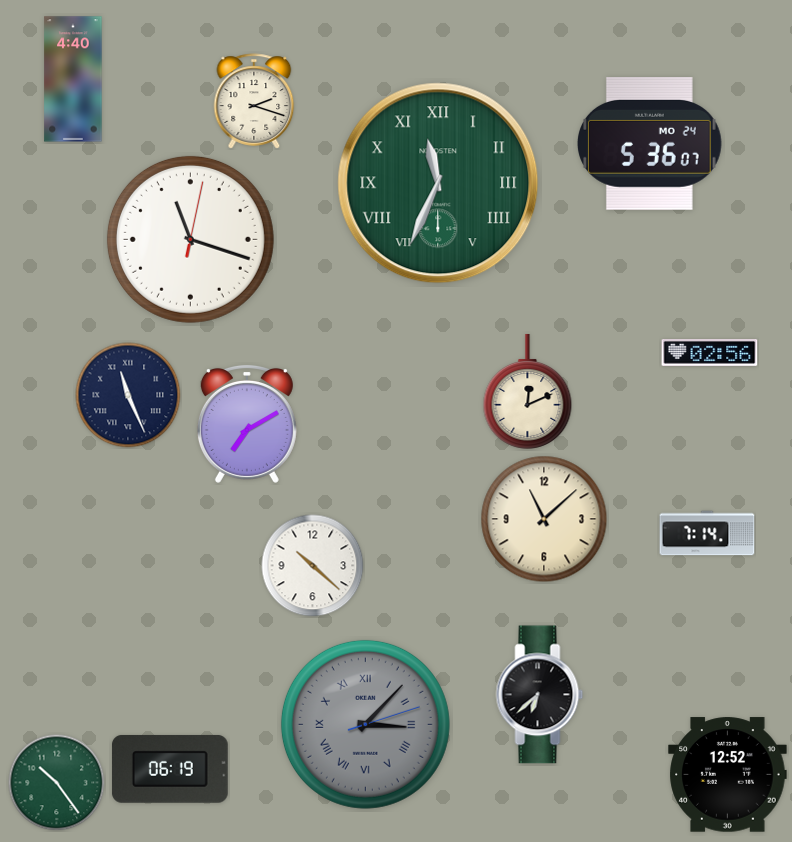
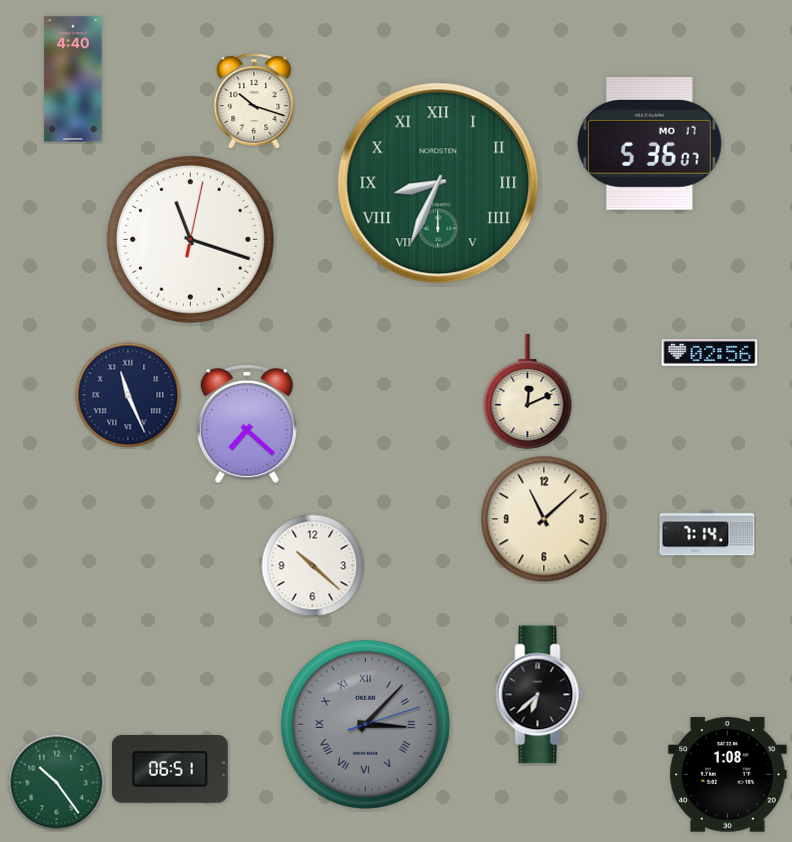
clock at (254, 101): 2:18 -> 10:18
clock at (650, 144) date: MO 24 -> MO 17
clock at (438, 183): 11:34 -> 8:34
clock at (247, 424): 7:10 -> 7:22
clock at (170, 769): 06:19 -> 06:51
clock at (728, 775): 12:52 -> 1:08
